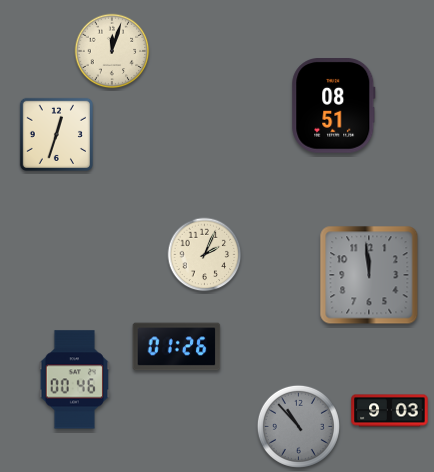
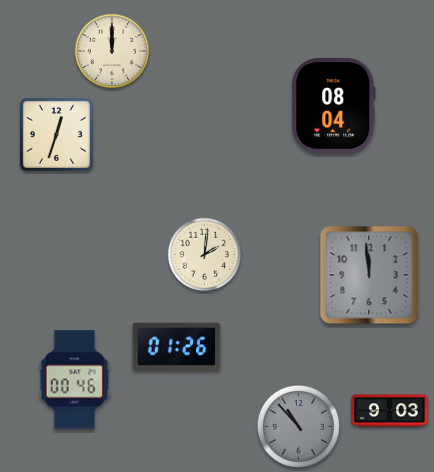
clock at (112, 51): 12:03 -> 12:00
clock at (334, 106): 08:51 -> 08:04
clock at (205, 255): 2:04 -> 2:01
